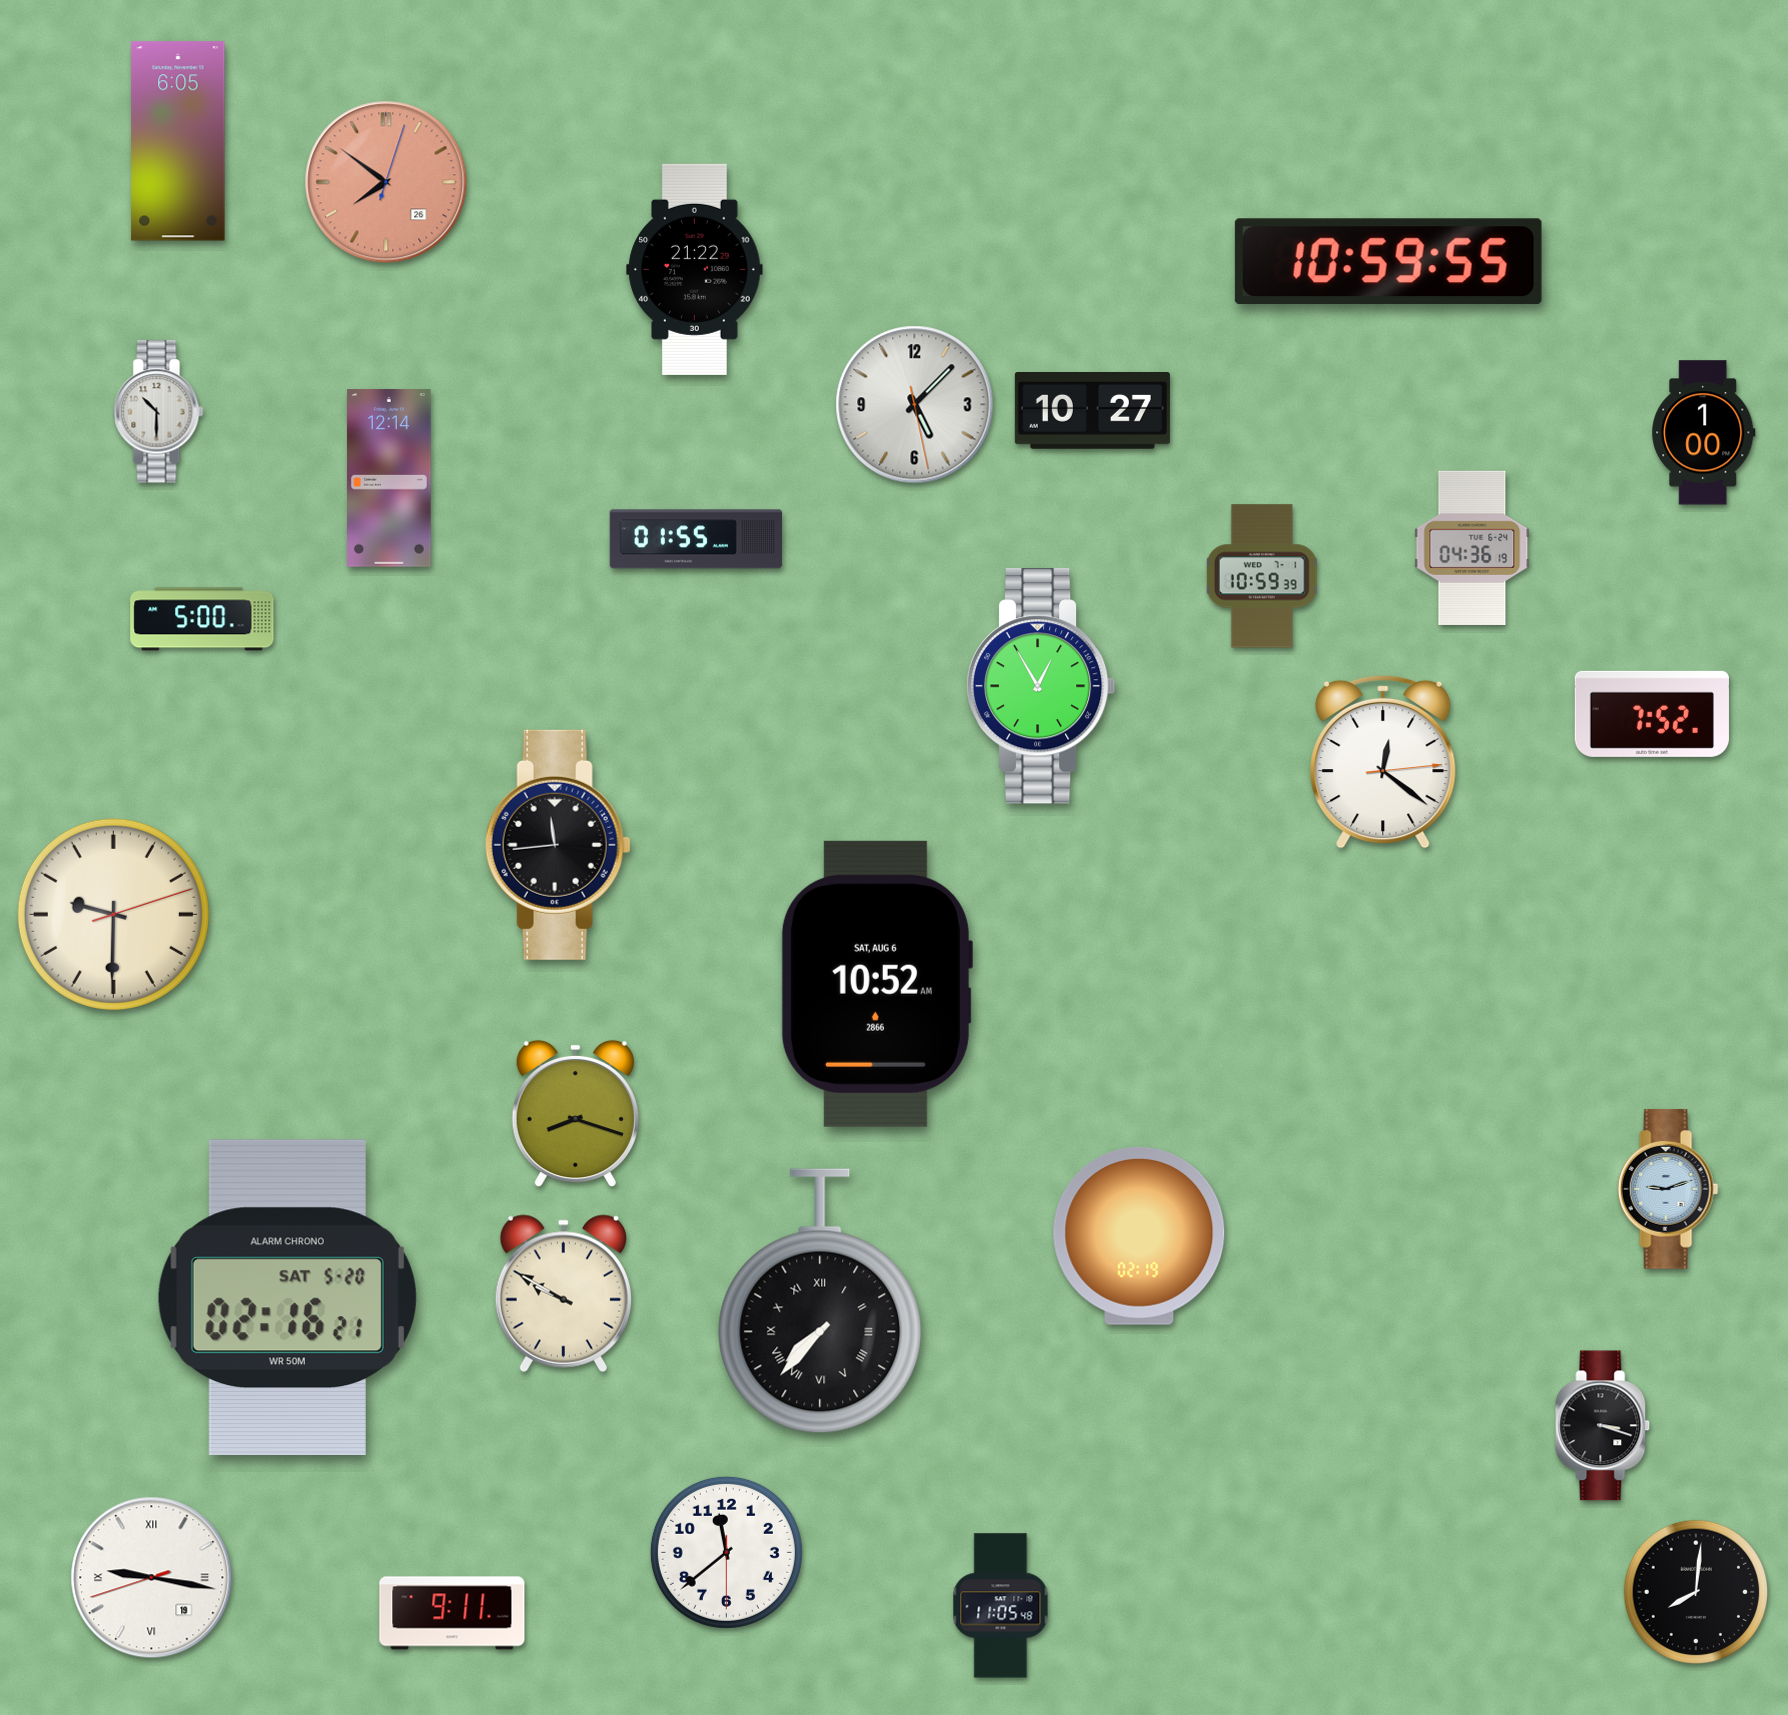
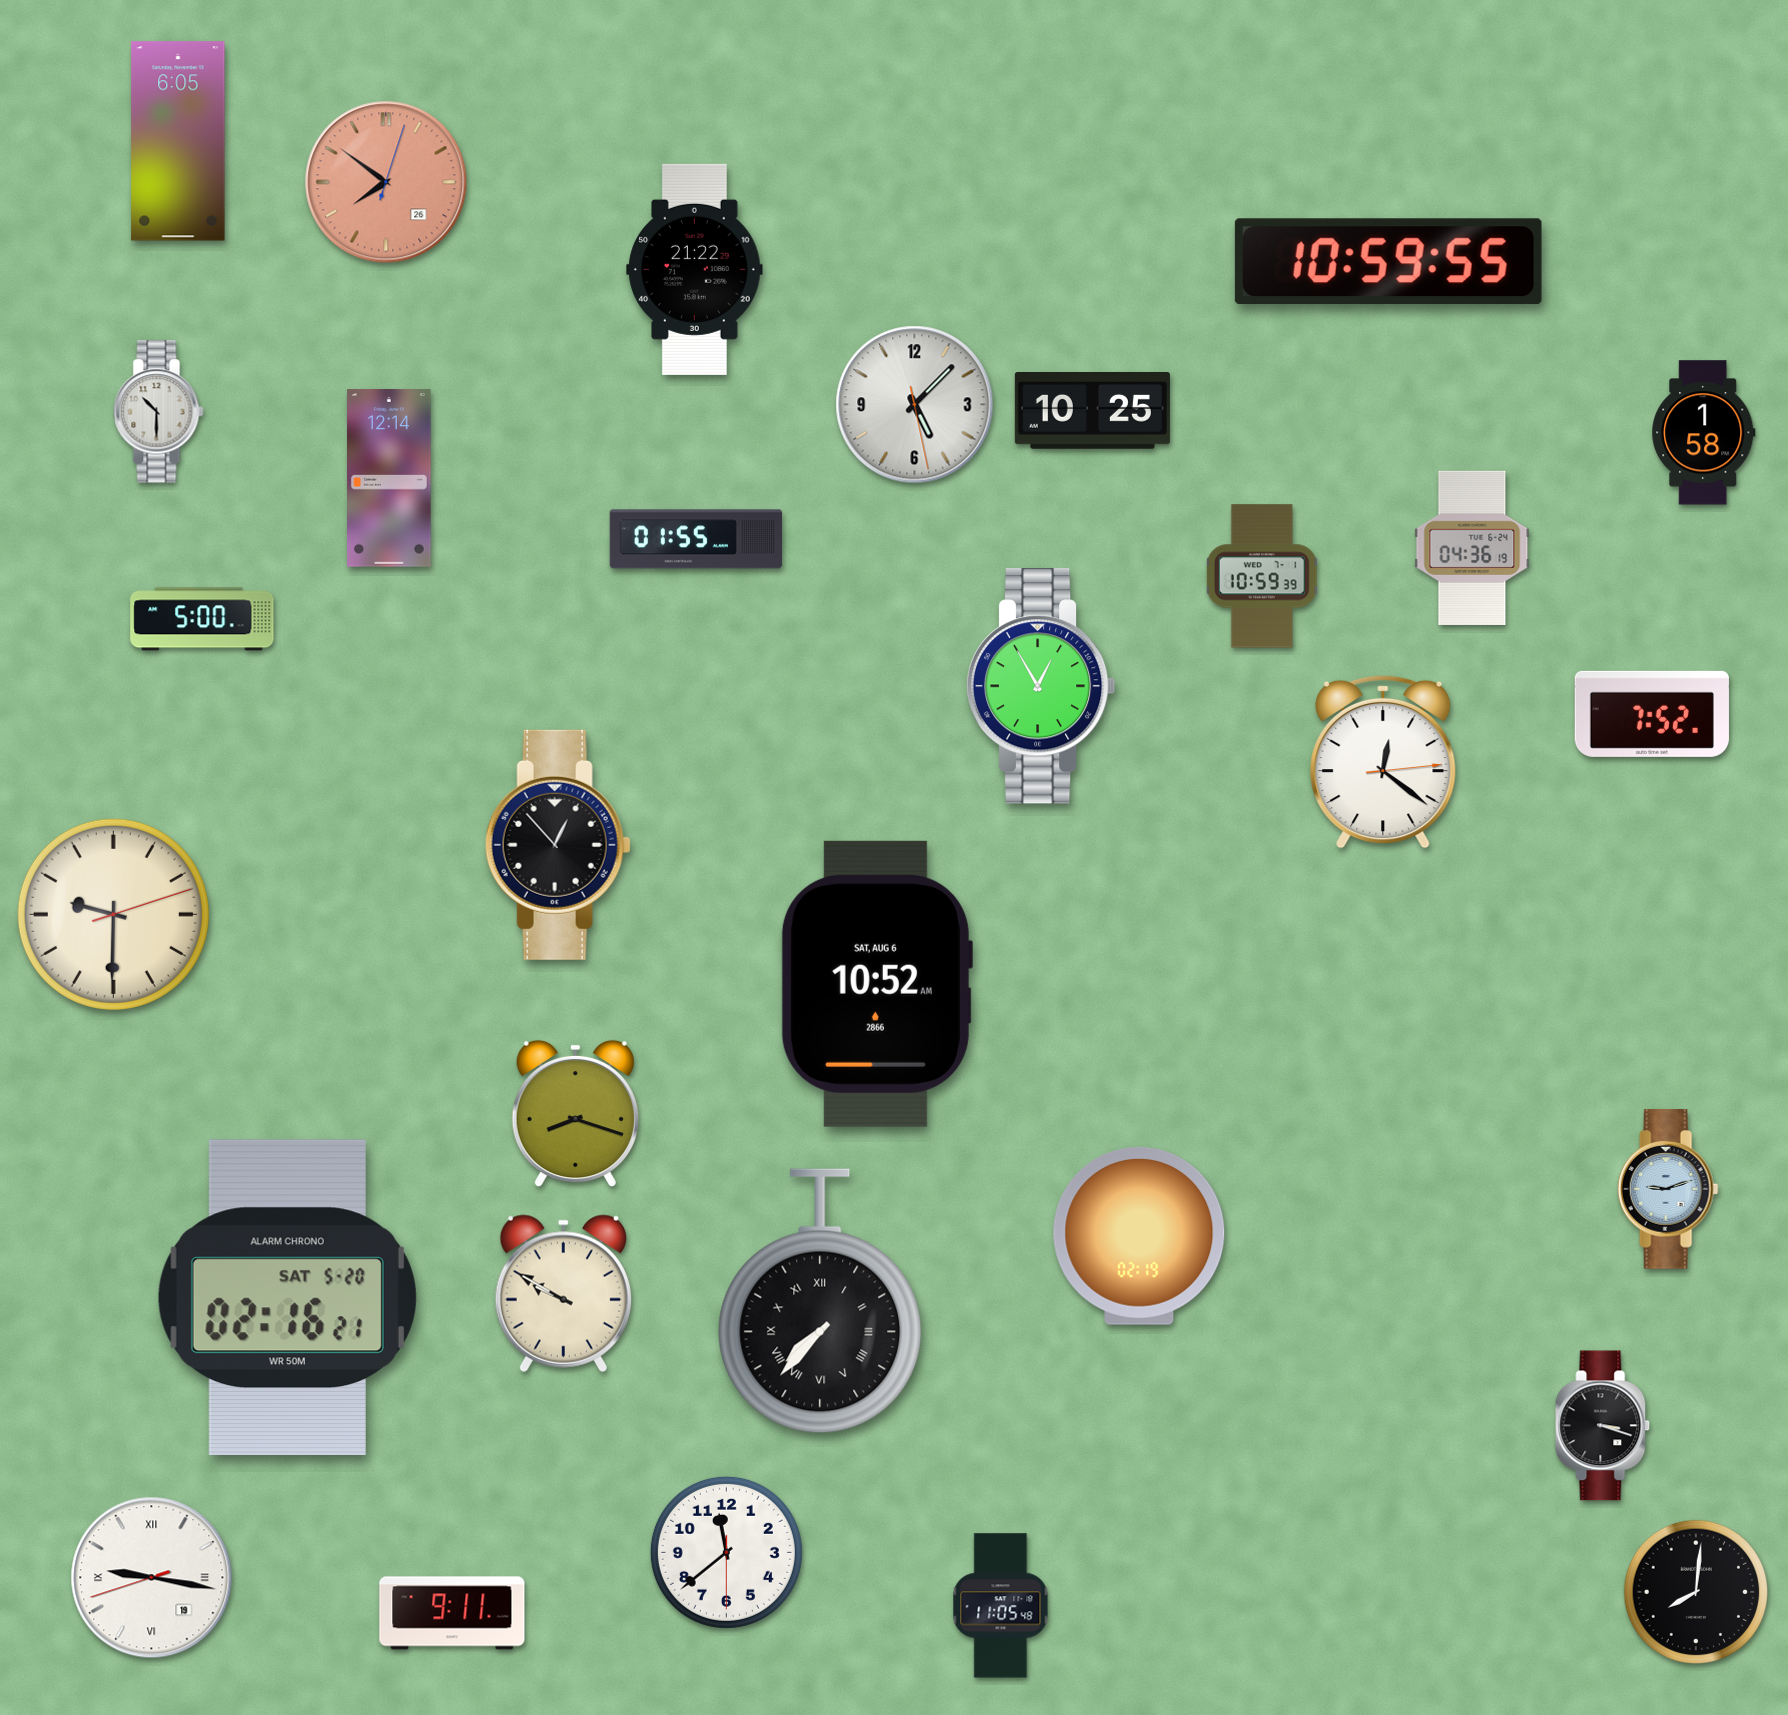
clock at (1092, 411): 10:27 -> 10:25
clock at (1704, 433): 1:00 -> 1:58
clock at (558, 845): 11:44 -> 12:53
